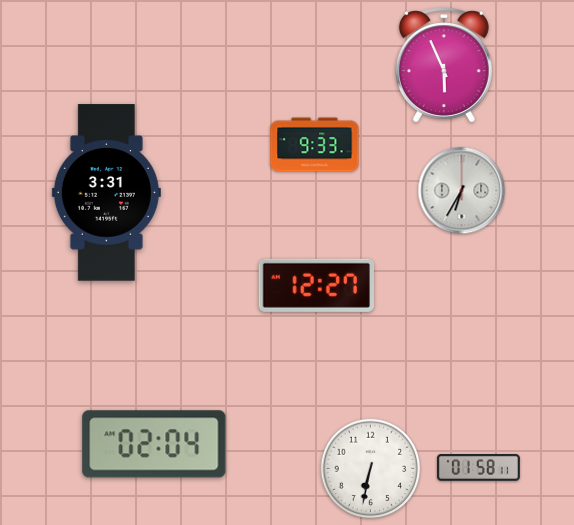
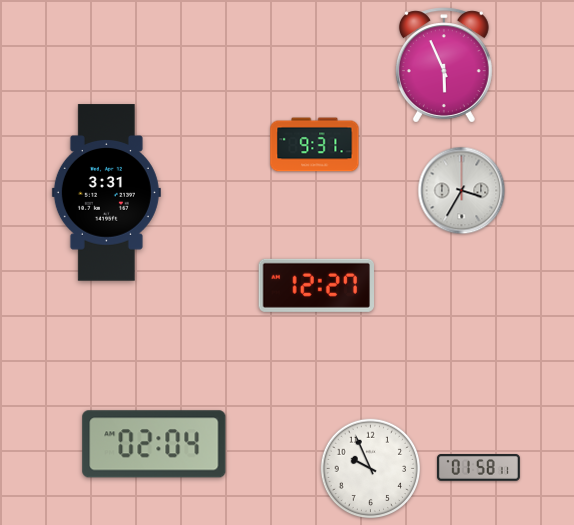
clock at (315, 145): 9:33 -> 9:31
clock at (462, 191): 6:35 -> 3:35
clock at (371, 469): 6:32 -> 9:56
